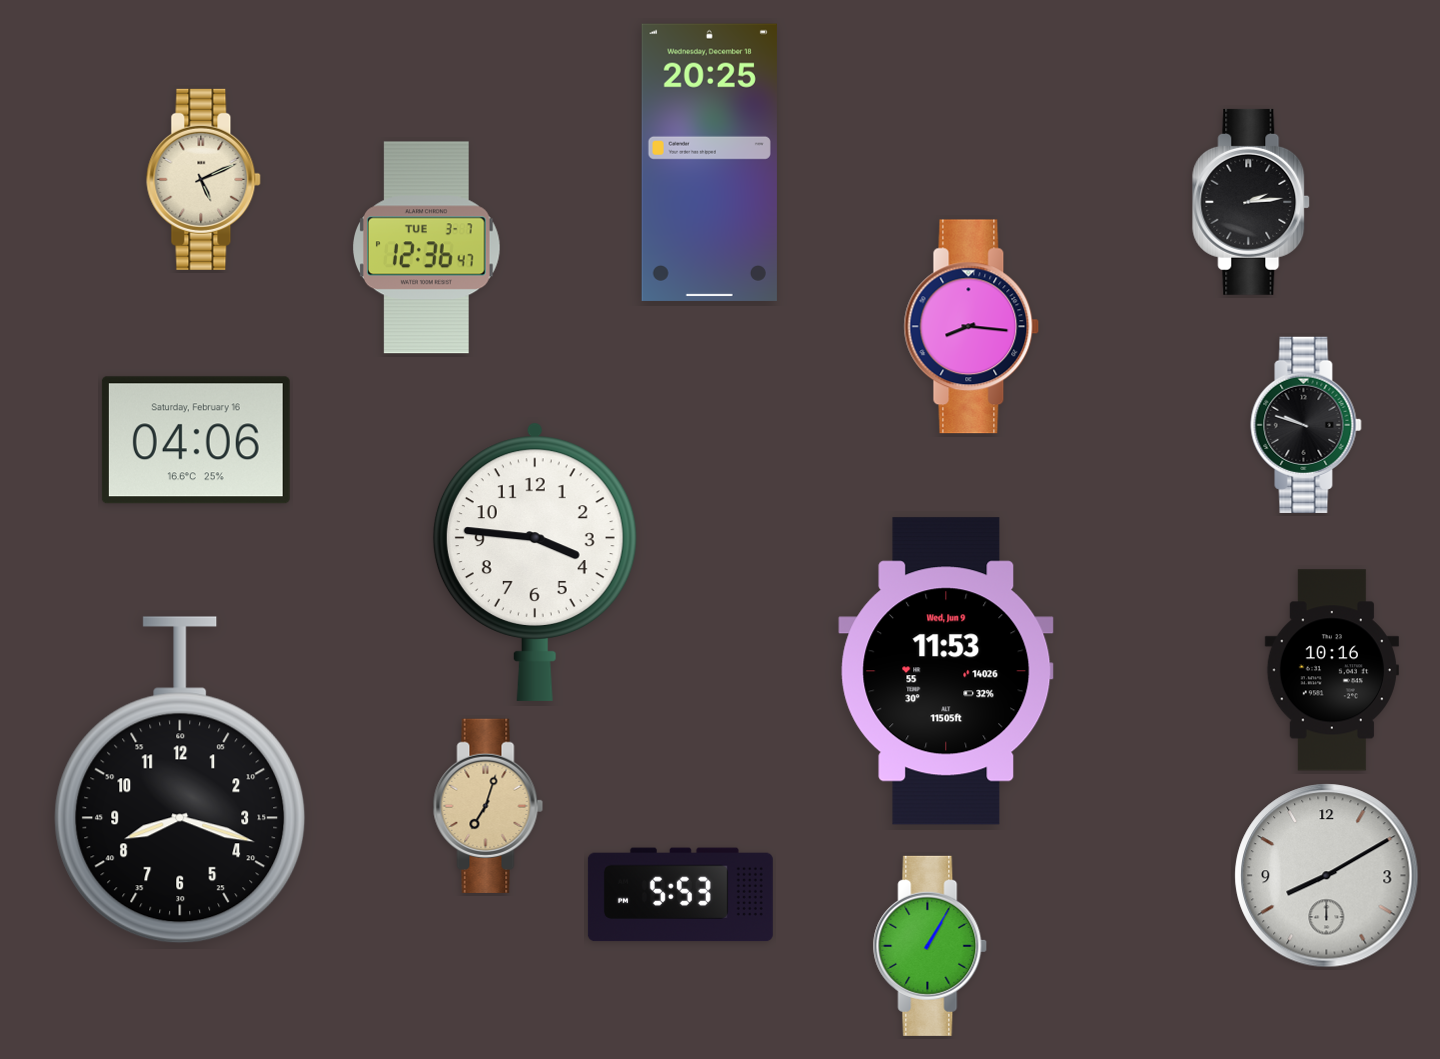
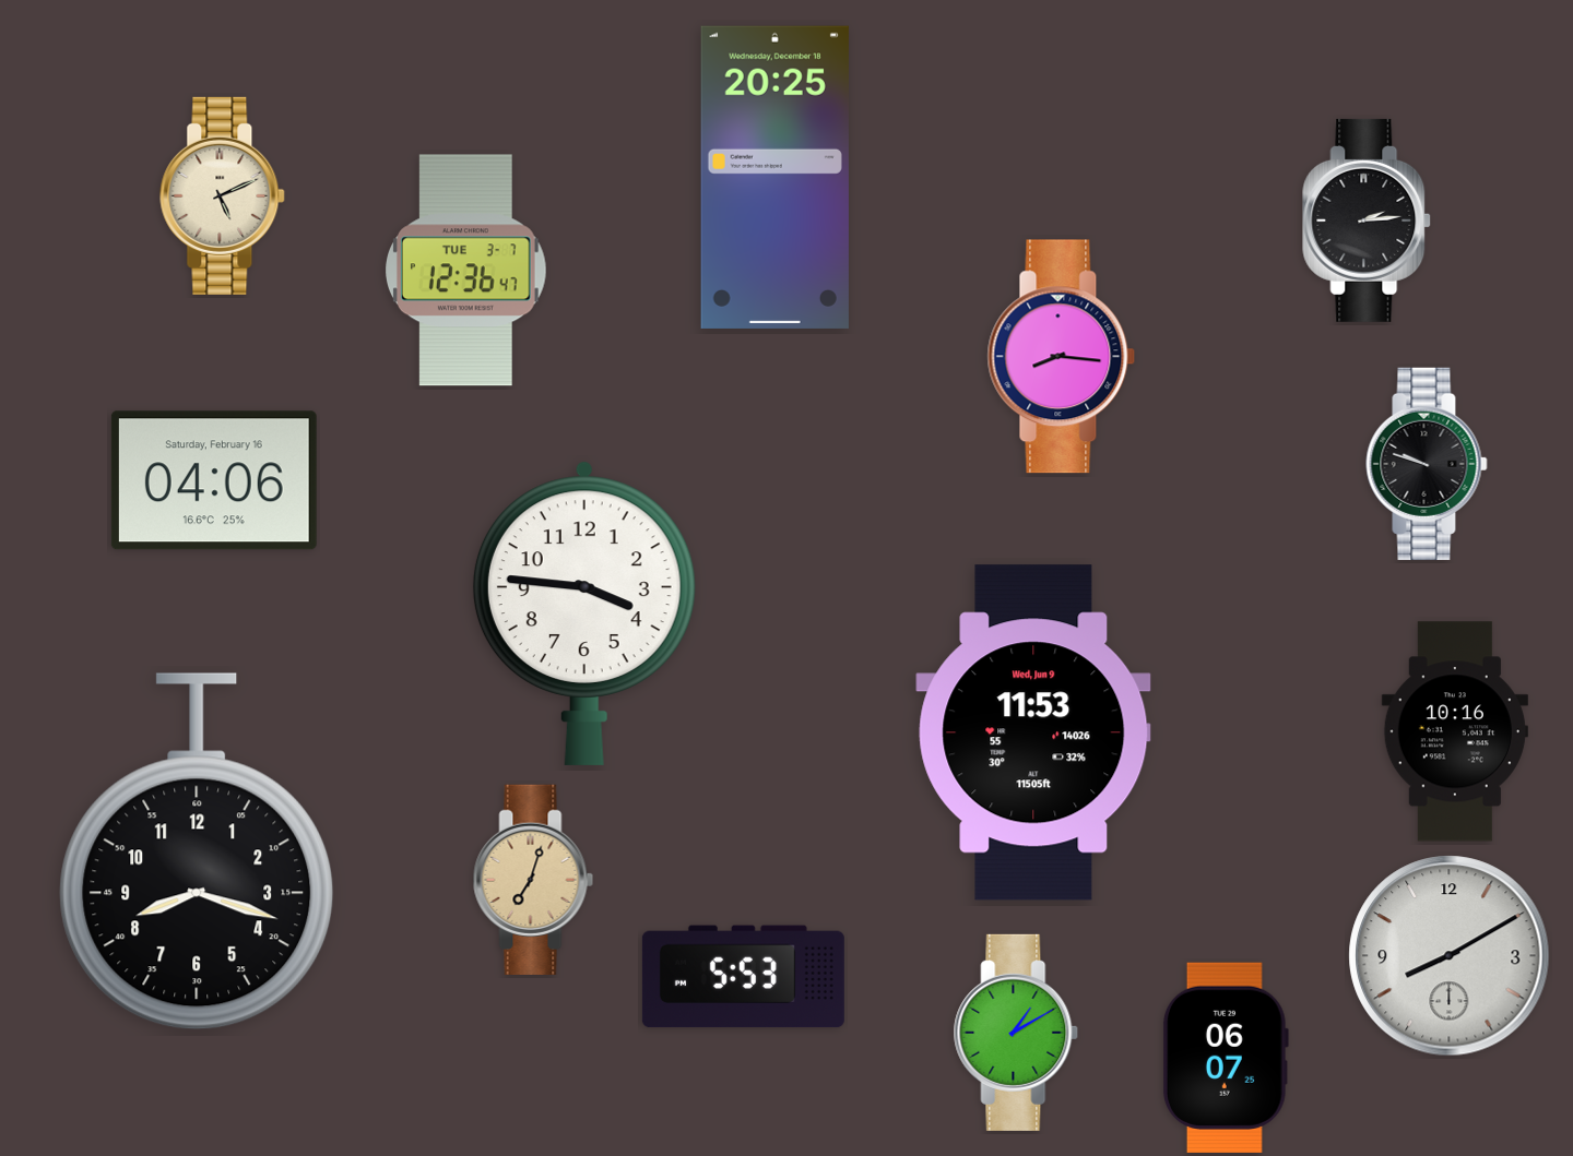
clock at (930, 946): 1:05 -> 1:10
clock at (1226, 1058): none -> 06:07
